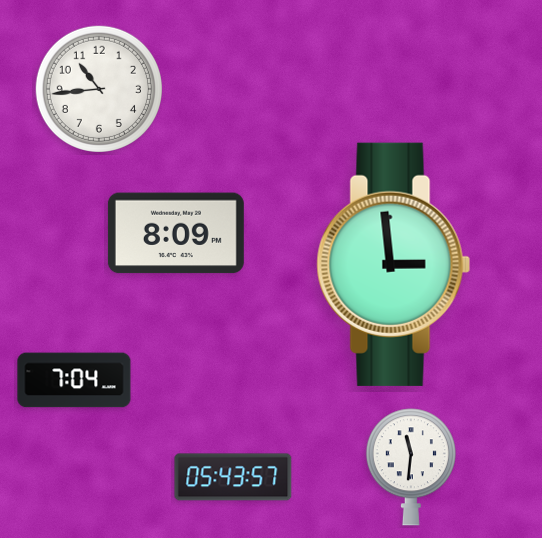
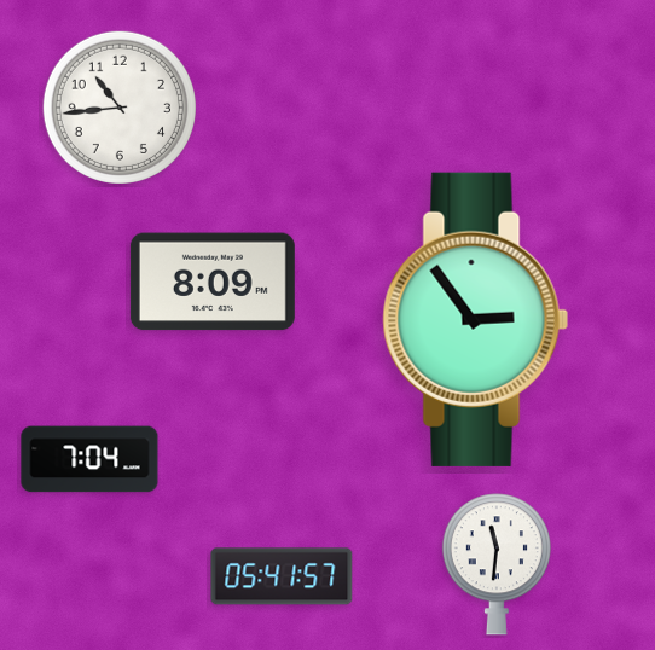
clock at (394, 264): 2:59 -> 2:54
clock at (233, 477): 05:43 -> 05:41
